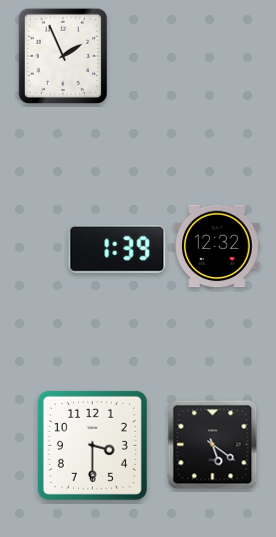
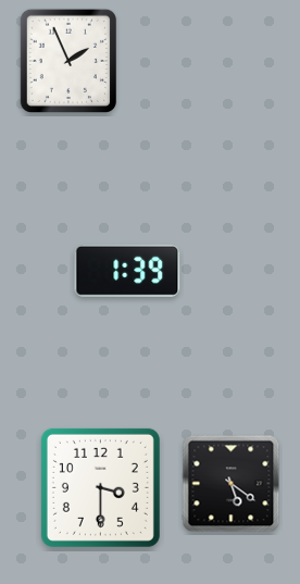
clock at (217, 246): 12:32 -> none
clock at (92, 445) position: (92, 445) -> (100, 487)
